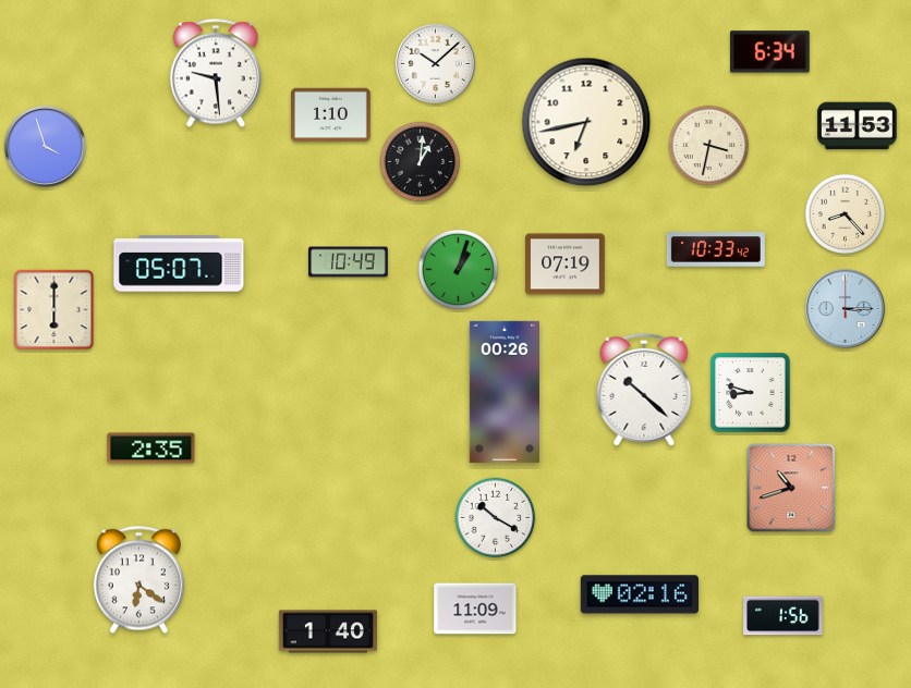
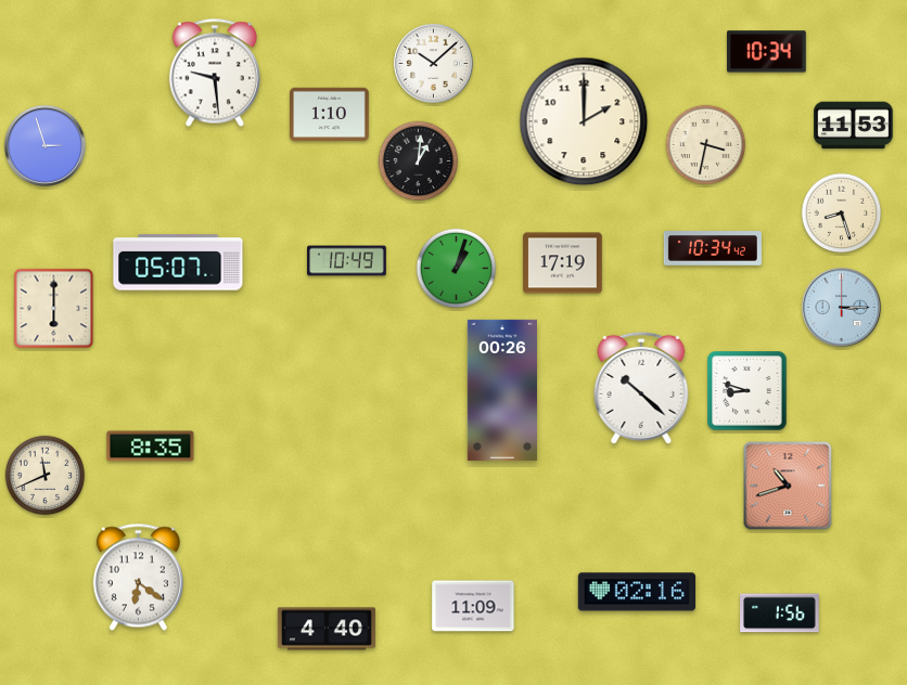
clock at (769, 52): 6:34 -> 10:34
clock at (586, 122): 6:43 -> 2:00
clock at (45, 146): 3:57 -> 2:57
clock at (846, 214): 8:23 -> 8:27
clock at (716, 249): 10:33 -> 10:34
clock at (566, 265): 07:19 -> 17:19
clock at (151, 449): 2:35 -> 8:35
clock at (46, 476): none -> 11:41
clock at (496, 518): 10:20 -> none
clock at (328, 631): 1:40 -> 4:40
